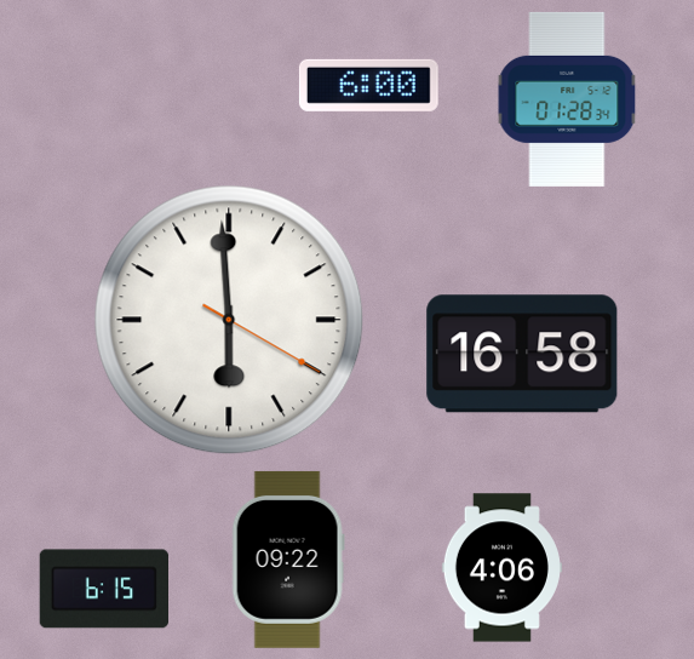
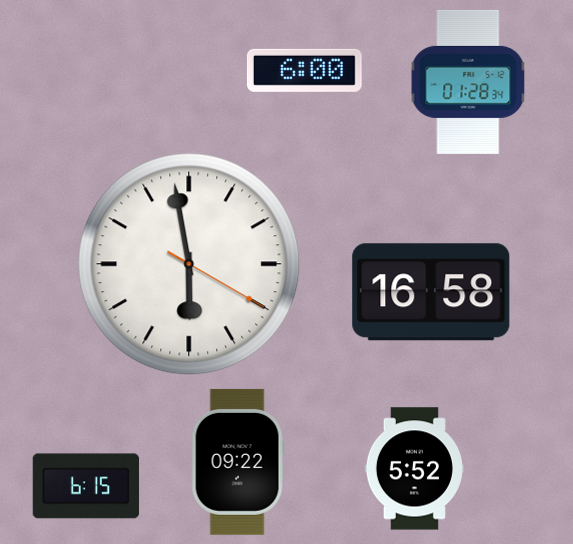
clock at (229, 320): 5:59 -> 5:58
clock at (501, 568): 4:06 -> 5:52
